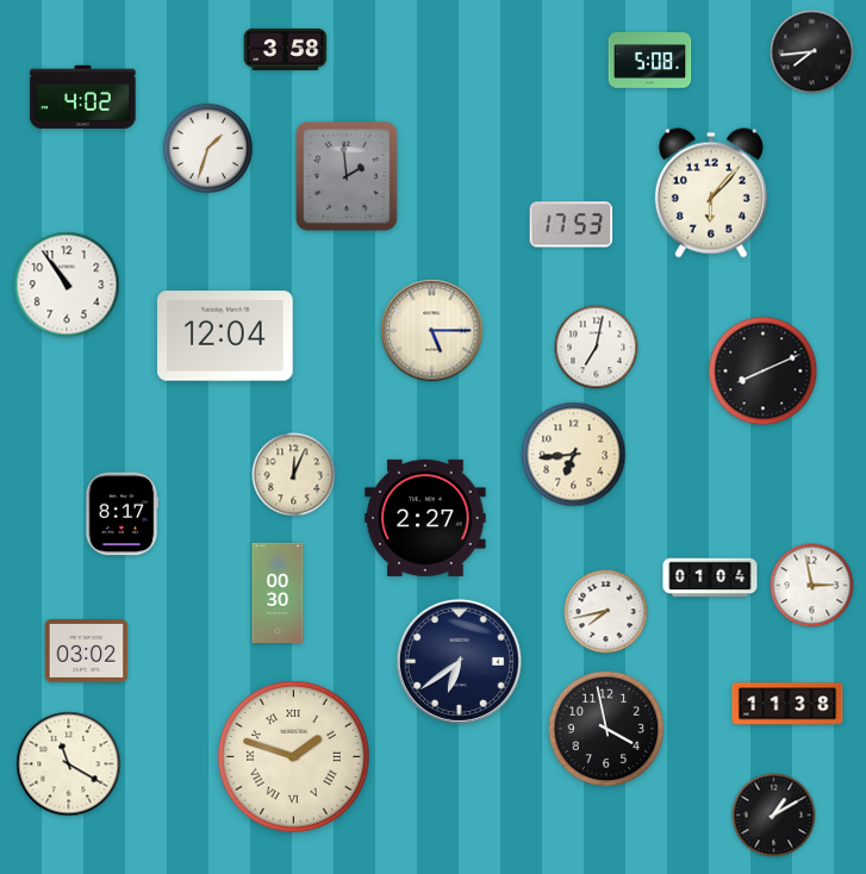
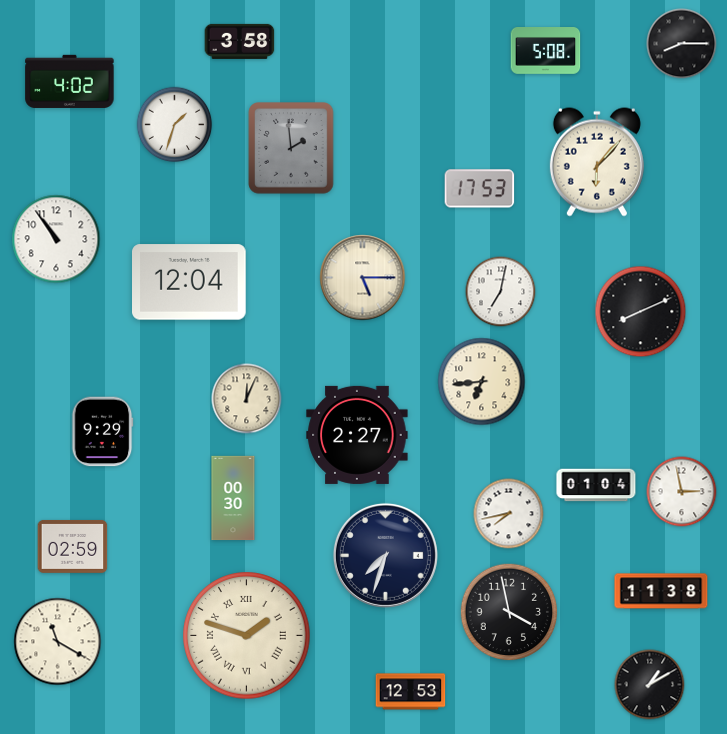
clock at (812, 52): 7:44 -> 8:15
clock at (122, 514): 8:17 -> 9:29
clock at (87, 650): 03:02 -> 02:59
clock at (459, 661): 6:39 -> 7:33
clock at (411, 692): none -> 12:53
